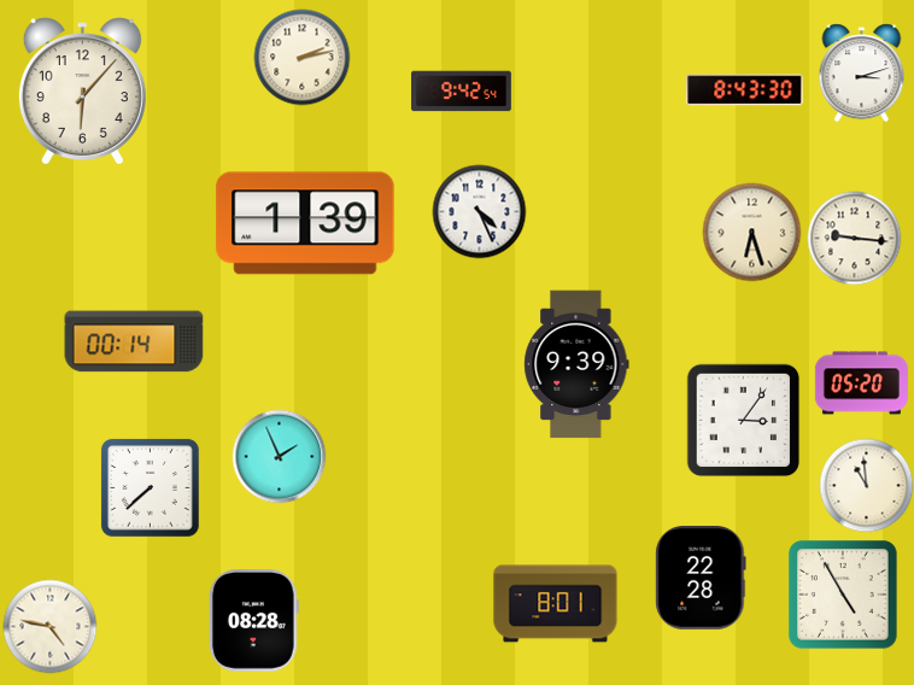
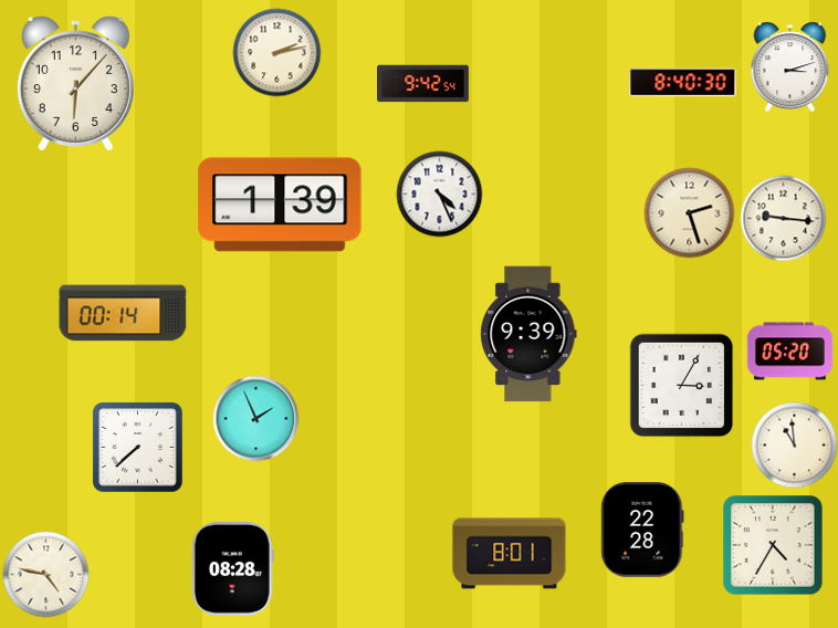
clock at (745, 90): 8:43 -> 8:40
clock at (751, 232): 6:27 -> 2:27
clock at (743, 420): 3:06 -> 3:05
clock at (843, 595): 4:55 -> 4:35
